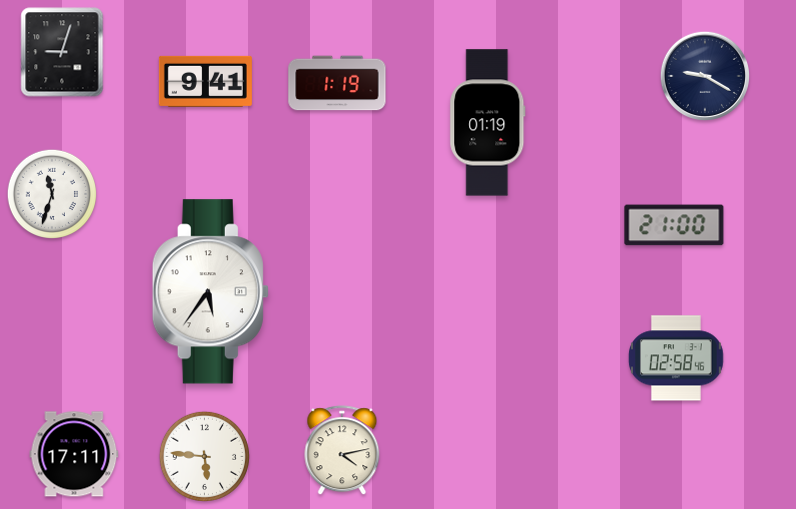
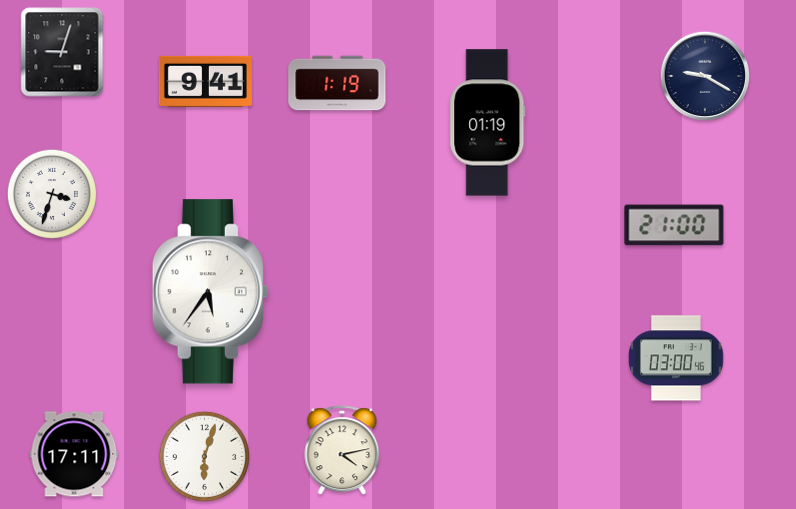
clock at (52, 194): 11:33 -> 3:33
clock at (677, 358): 02:58 -> 03:00
clock at (204, 456): 5:46 -> 6:03
